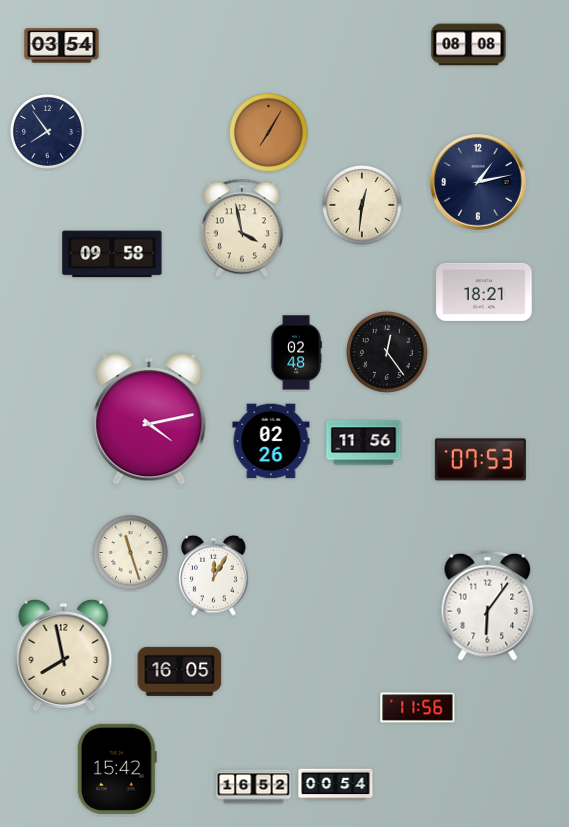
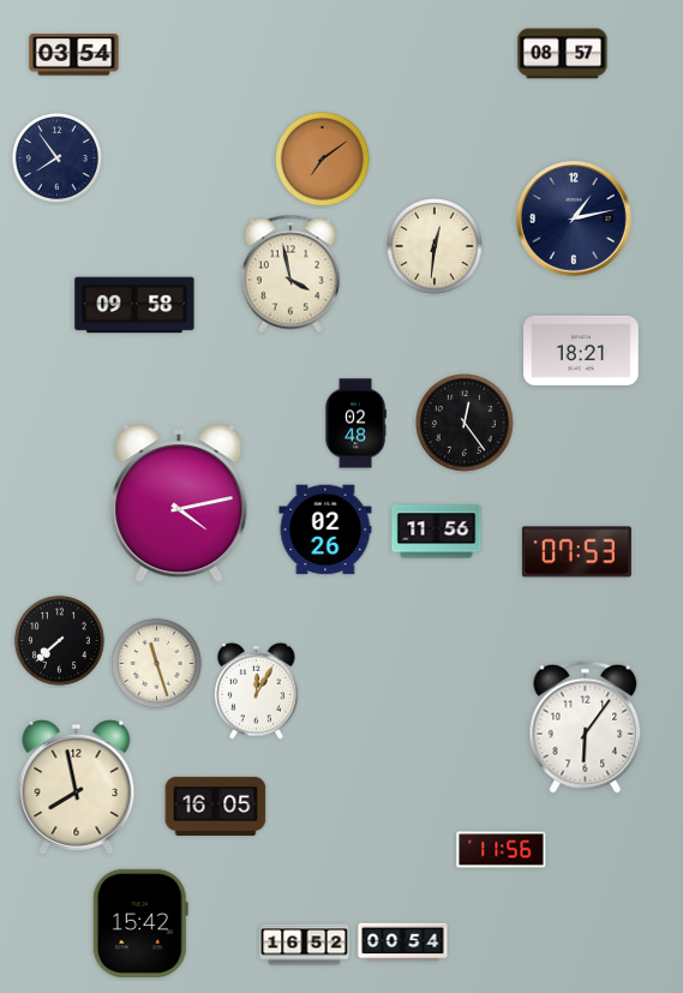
clock at (469, 45): 08:08 -> 08:57
clock at (269, 133): 7:05 -> 7:09
clock at (59, 640): none -> 7:38
